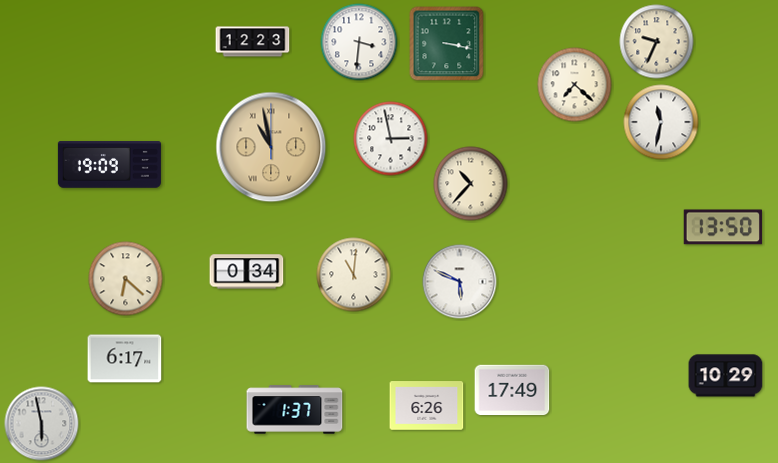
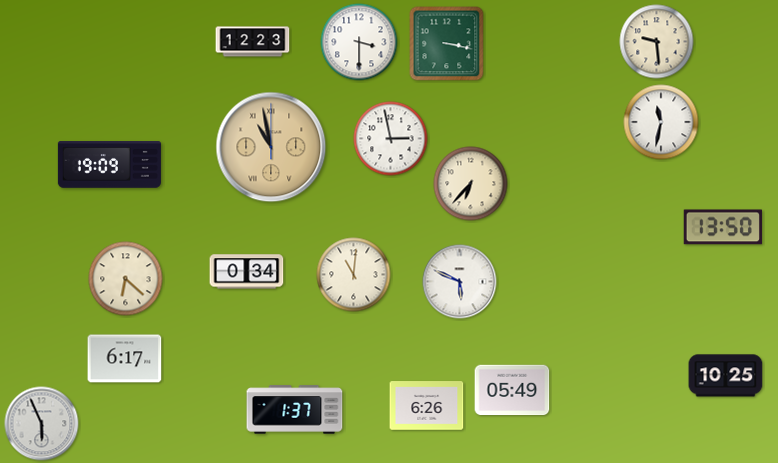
clock at (359, 42): 3:31 -> 3:30
clock at (657, 42): 9:34 -> 9:29
clock at (575, 85): 7:22 -> none
clock at (471, 184): 10:37 -> 6:37
clock at (726, 376): 10:29 -> 10:25
clock at (512, 390): 17:49 -> 05:49
clock at (42, 424): 5:58 -> 5:56
